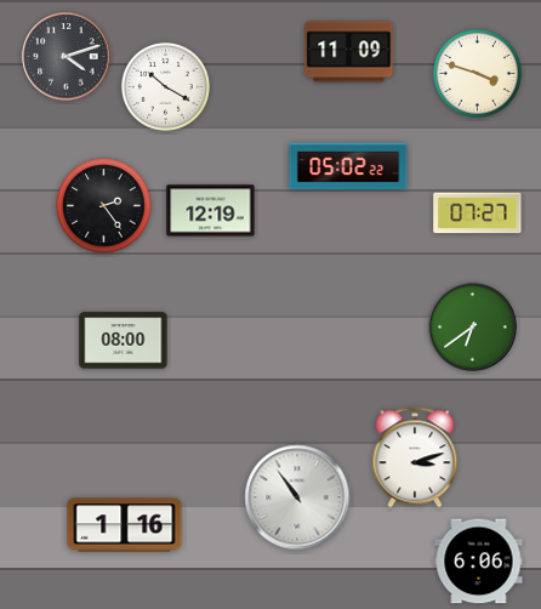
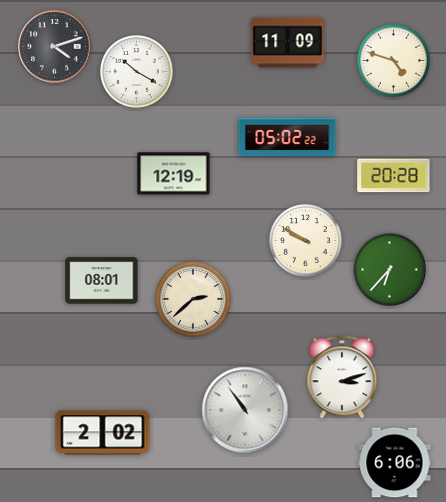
clock at (477, 73): 3:48 -> 4:48
clock at (104, 206): 2:24 -> none
clock at (478, 214): 07:27 -> 20:28
clock at (305, 240): none -> 9:50
clock at (473, 328): 6:39 -> 6:37
clock at (124, 341): 08:00 -> 08:01
clock at (194, 300): none -> 2:38
clock at (125, 525): 1:16 -> 2:02
